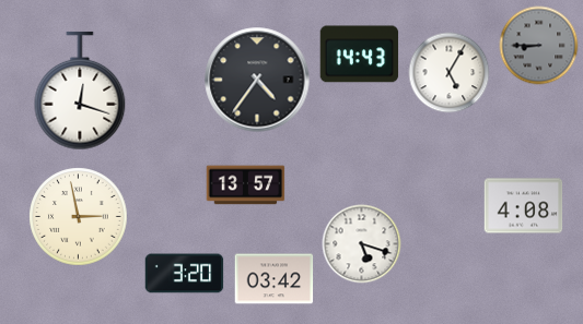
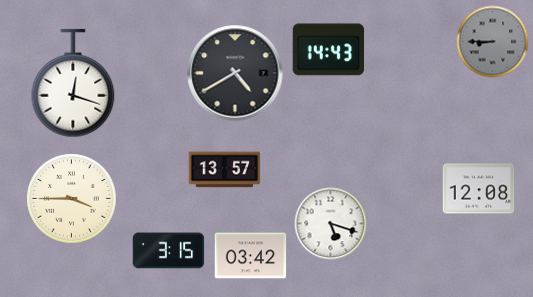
clock at (450, 73): 5:05 -> none
clock at (257, 80): 4:36 -> 4:40
clock at (524, 206): 4:08 -> 12:08
clock at (79, 217): 2:58 -> 3:45
clock at (185, 274): 3:20 -> 3:15
